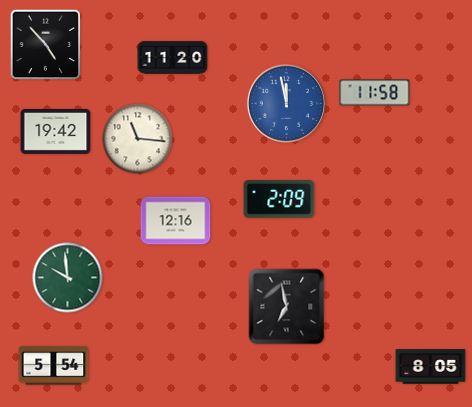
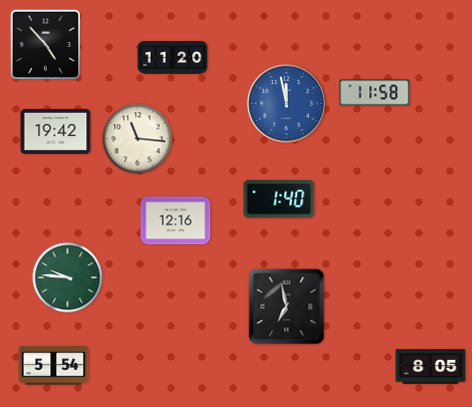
clock at (279, 199): 2:09 -> 1:40
clock at (68, 278): 9:59 -> 9:46
